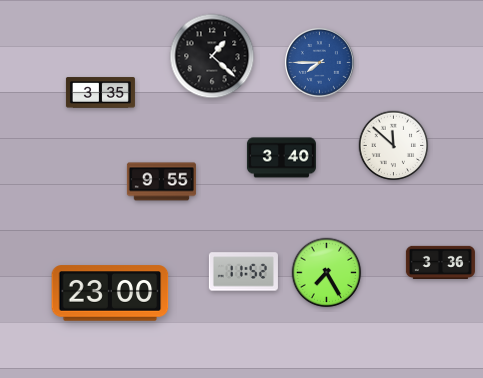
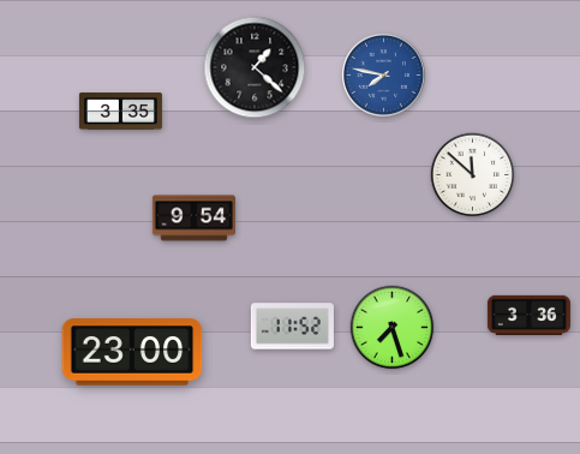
clock at (320, 63): 7:45 -> 7:47
clock at (281, 158): 3:40 -> none
clock at (161, 182): 9:55 -> 9:54
clock at (327, 273): 7:25 -> 7:27
